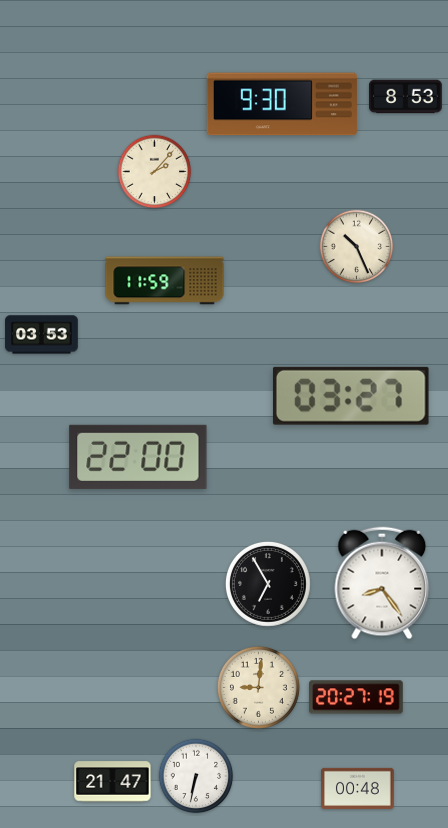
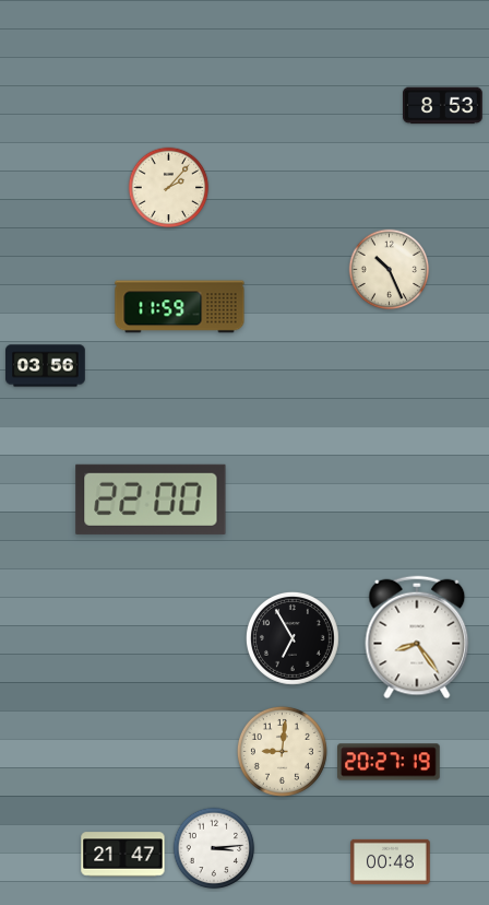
clock at (282, 104): 9:30 -> none
clock at (42, 335): 03:53 -> 03:56
clock at (351, 396): 03:27 -> none
clock at (196, 776): 6:32 -> 3:14
